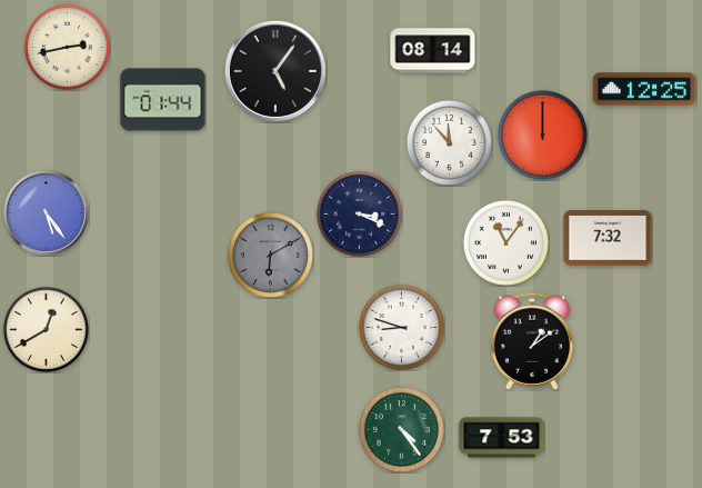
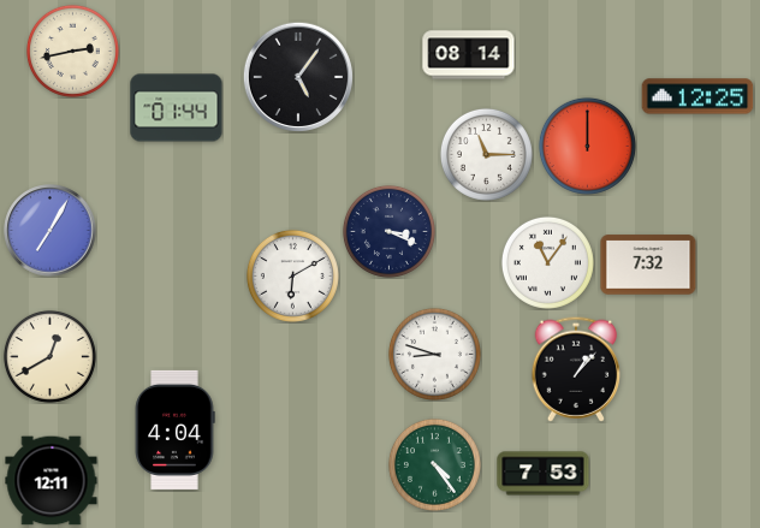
clock at (449, 142): 11:53 -> 11:15
clock at (47, 213): 5:24 -> 7:05
clock at (608, 238) position: (608, 238) -> (648, 265)
clock at (270, 255) dial: grey -> white
clock at (532, 341): 1:09 -> 1:07
clock at (174, 429): none -> 4:04
clock at (52, 481): none -> 12:11
